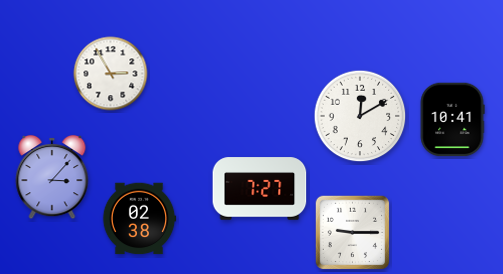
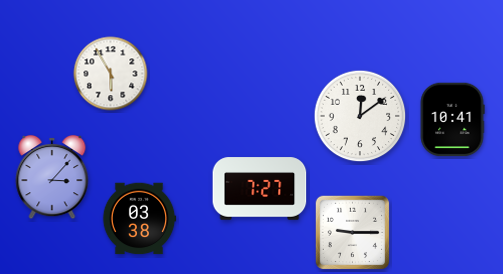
clock at (111, 74): 2:55 -> 5:55
clock at (360, 116): 12:10 -> 12:09
clock at (139, 219): 02:38 -> 03:38
